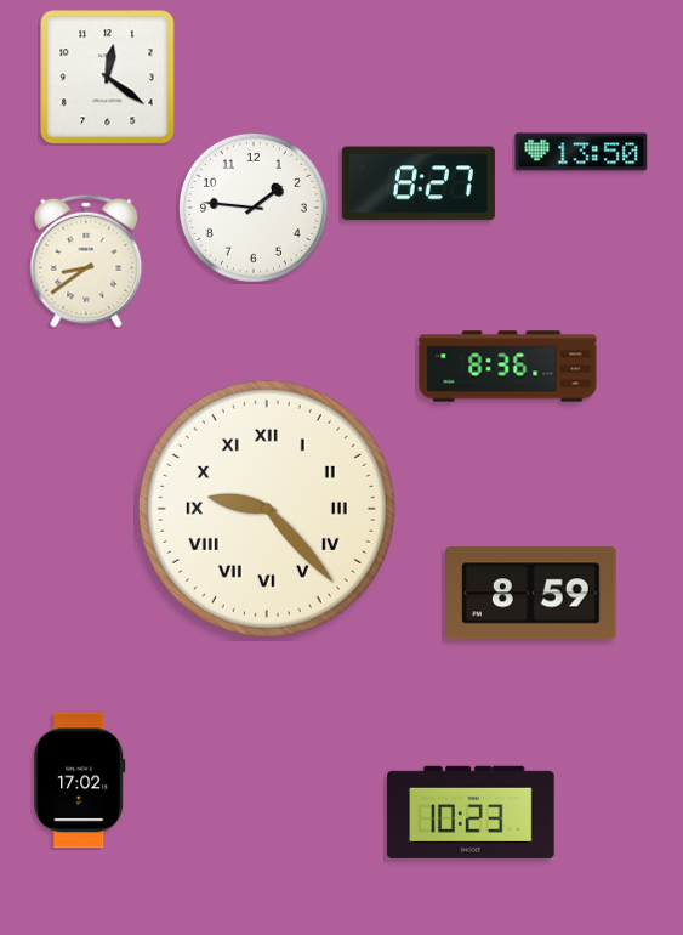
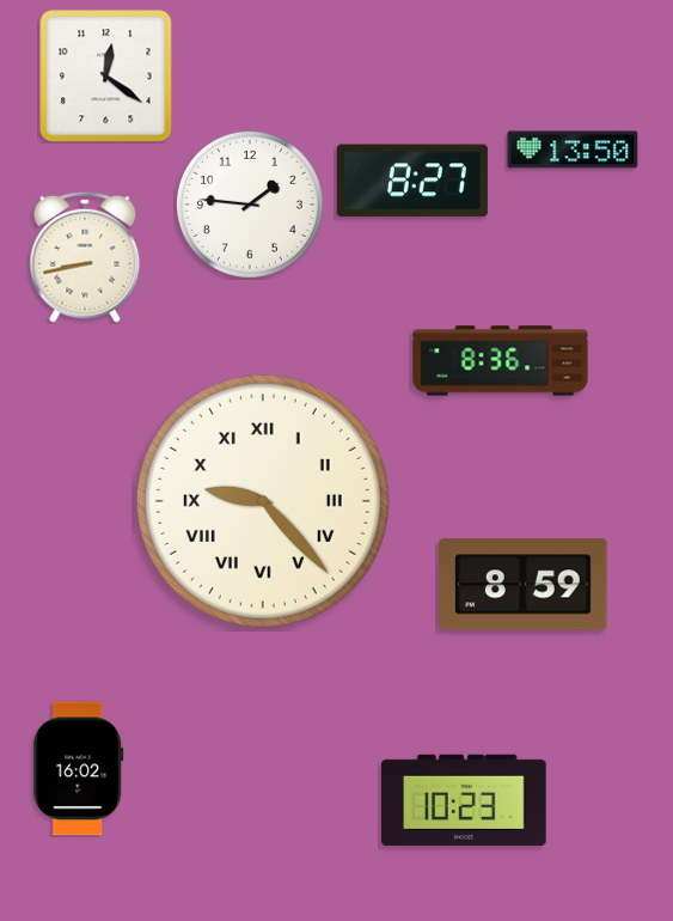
clock at (86, 261): 8:39 -> 8:43
clock at (80, 781): 17:02 -> 16:02
